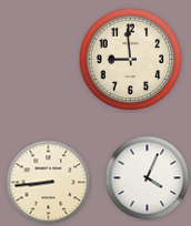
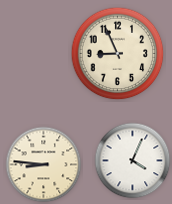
clock at (131, 60): 8:59 -> 8:56
clock at (49, 183): 8:44 -> 8:46
